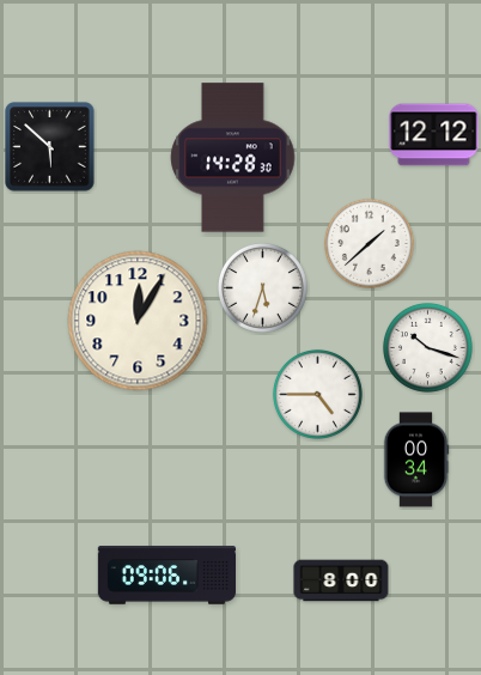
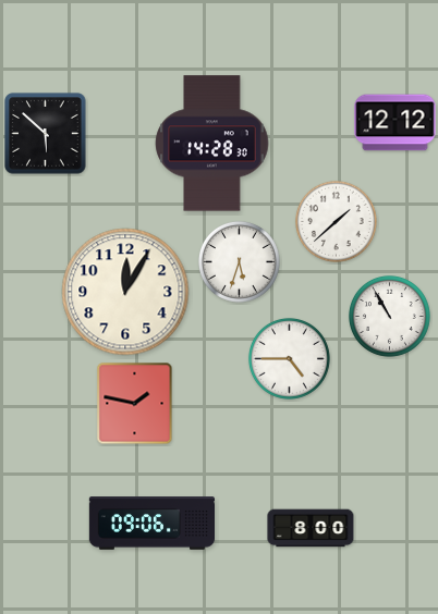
clock at (427, 347): 10:18 -> 10:55
clock at (135, 404): none -> 1:47
clock at (416, 460): 00:34 -> none
